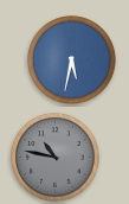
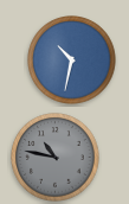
clock at (72, 60): 5:32 -> 10:32
